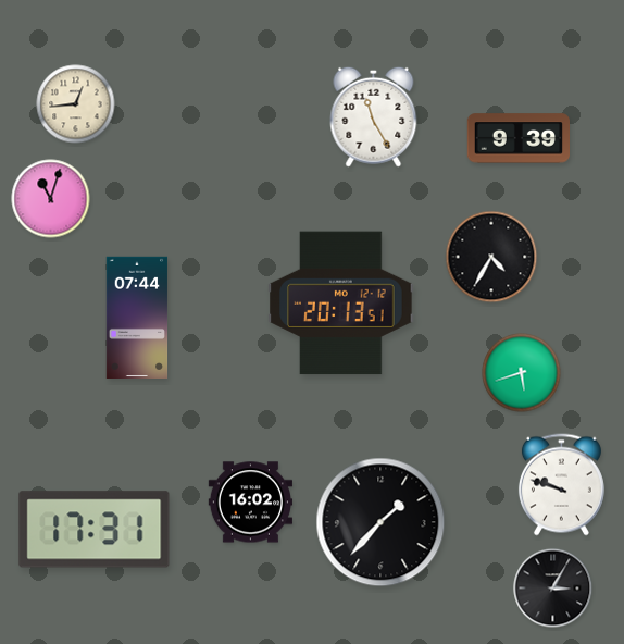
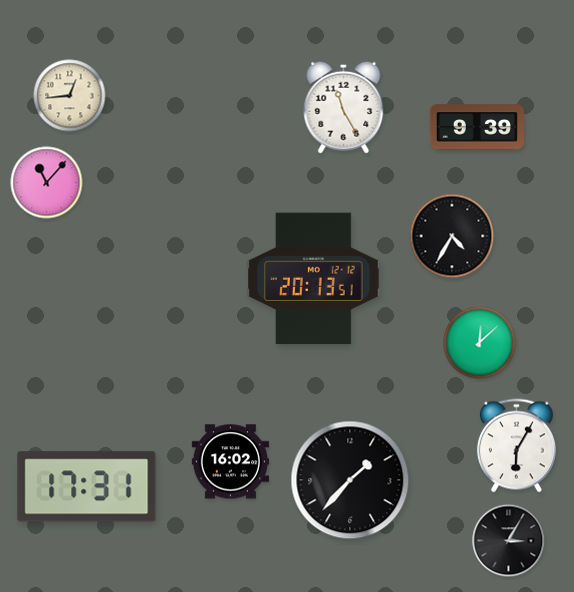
clock at (51, 199): 11:03 -> 11:07
clock at (137, 317): 07:44 -> none
clock at (522, 373): 5:42 -> 12:08
clock at (561, 485): 9:48 -> 6:05
